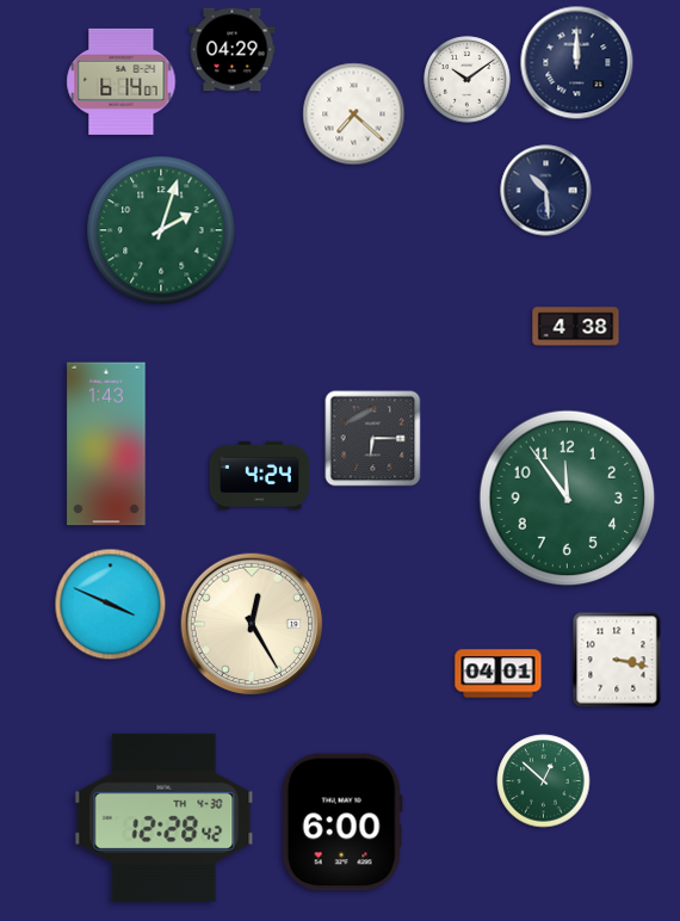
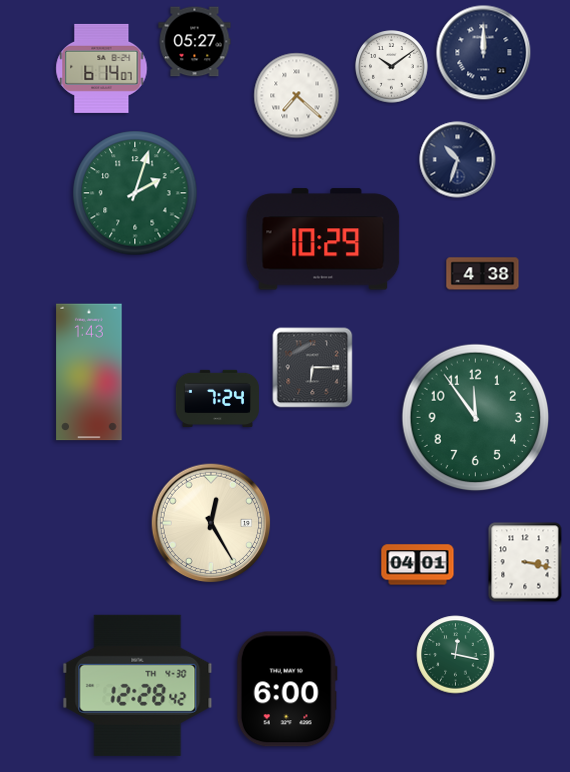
clock at (233, 50): 04:29 -> 05:27
clock at (546, 191): 10:29 -> 10:33
clock at (323, 239): none -> 10:29
clock at (259, 475): 4:24 -> 7:24
clock at (111, 605): 3:49 -> none
clock at (617, 660) position: (617, 660) -> (525, 562)
clock at (544, 781): 12:52 -> 12:17
